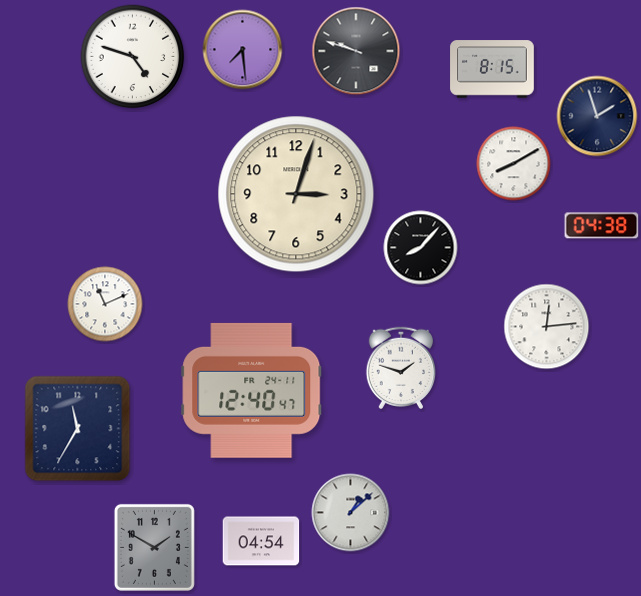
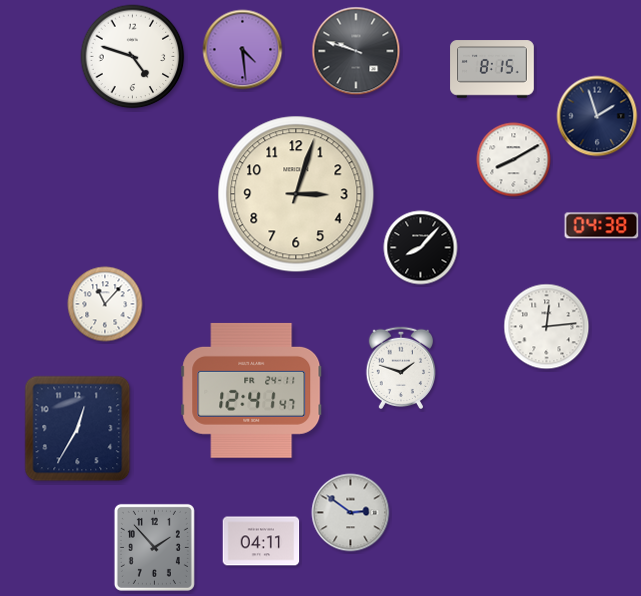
clock at (243, 50): 7:29 -> 4:29
clock at (514, 164) position: (514, 164) -> (514, 160)
clock at (105, 304): 11:11 -> 11:07
clock at (252, 390): 12:40 -> 12:41
clock at (78, 429): 11:35 -> 12:35
clock at (351, 513): 1:08 -> 2:51
clock at (261, 541): 04:54 -> 04:11
clock at (154, 547): 1:50 -> 1:53
